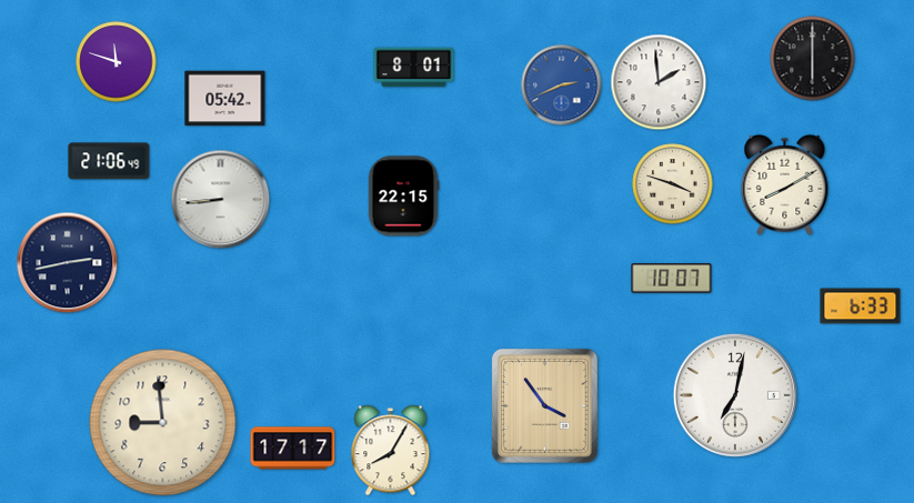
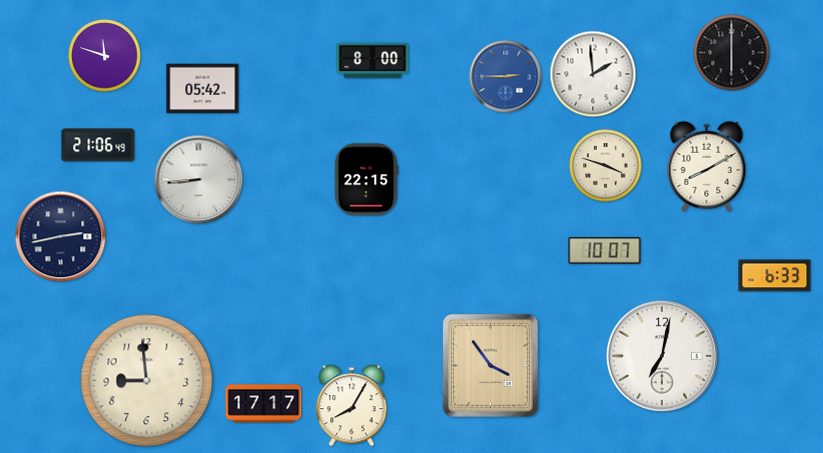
clock at (414, 68): 8:01 -> 8:00
clock at (562, 85): 2:41 -> 2:45
clock at (403, 197) position: (403, 197) -> (366, 180)
